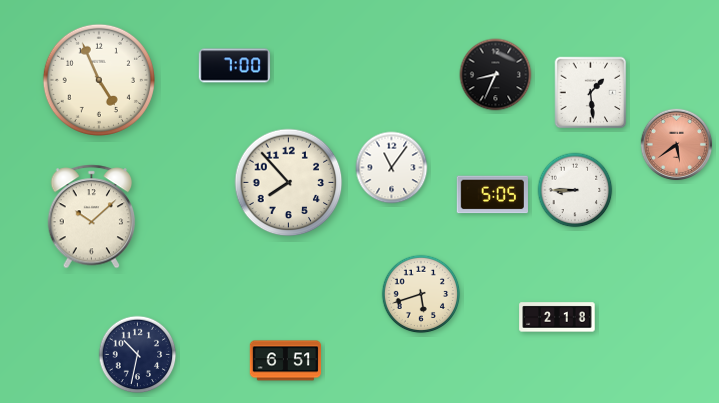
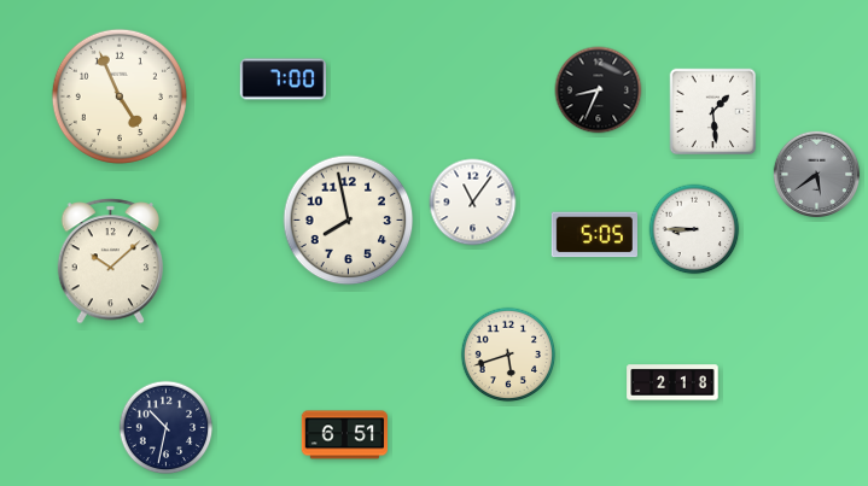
clock at (677, 145) dial: salmon -> grey
clock at (289, 183): 7:53 -> 7:58
